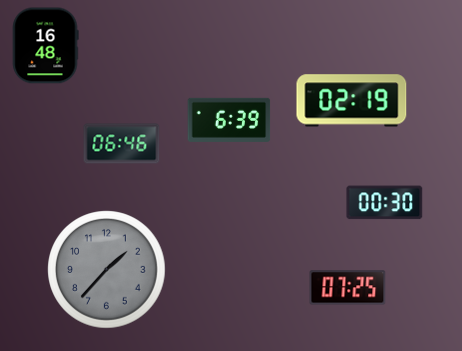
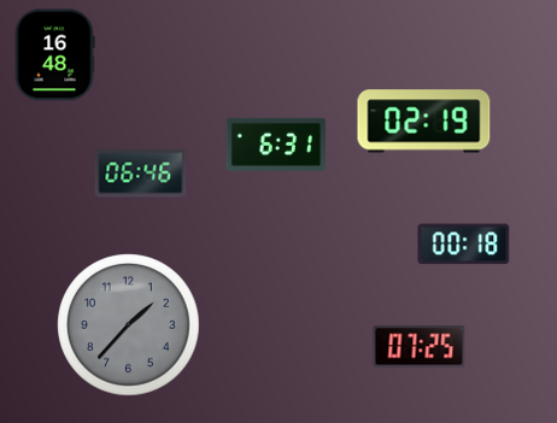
clock at (229, 120): 6:39 -> 6:31
clock at (122, 144) position: (122, 144) -> (141, 174)
clock at (385, 203): 00:30 -> 00:18
